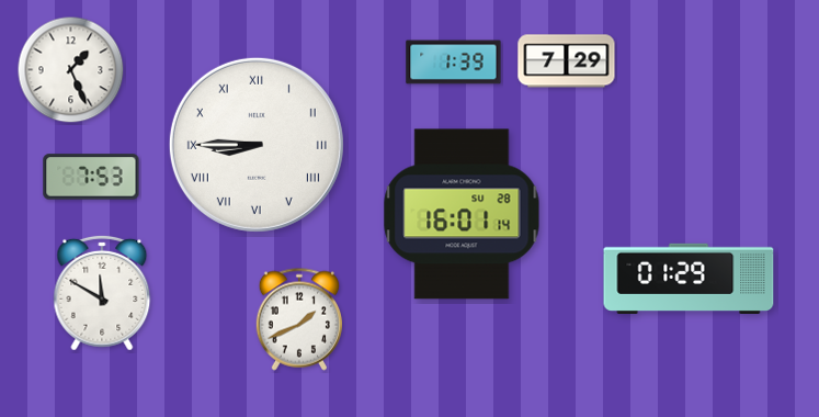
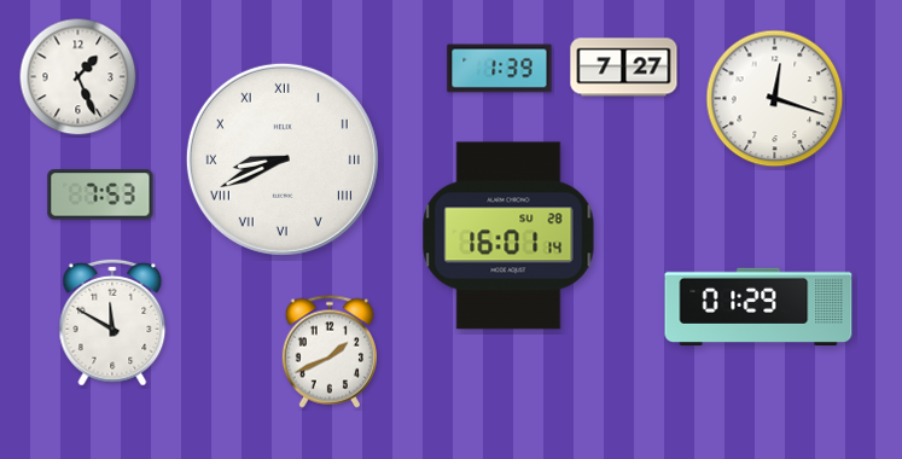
clock at (567, 61): 7:29 -> 7:27
clock at (775, 99): none -> 12:18
clock at (257, 145): 8:45 -> 8:41
